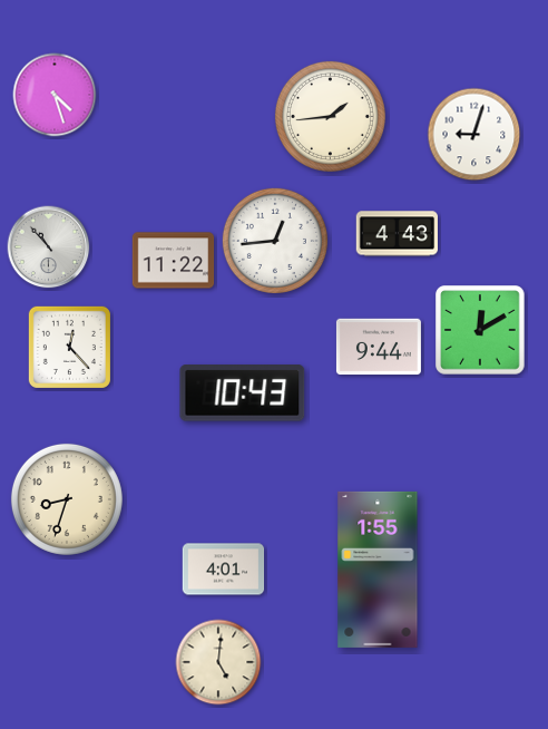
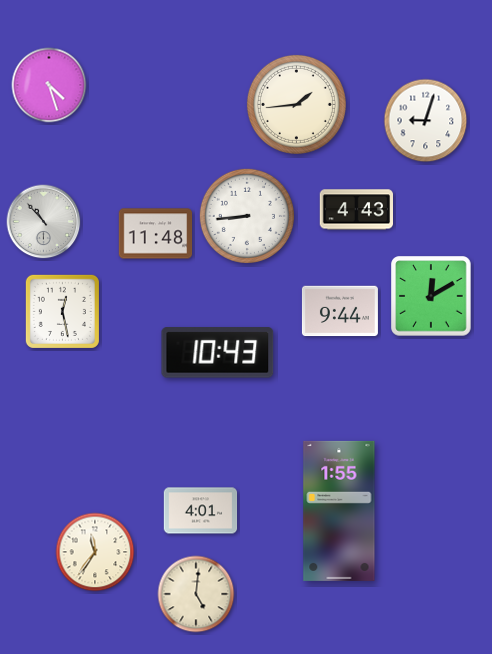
clock at (275, 241): 12:44 -> 8:44
clock at (174, 261): 11:22 -> 11:48
clock at (69, 347): 12:23 -> 12:28
clock at (67, 499): 8:33 -> none
clock at (95, 552): none -> 11:36
